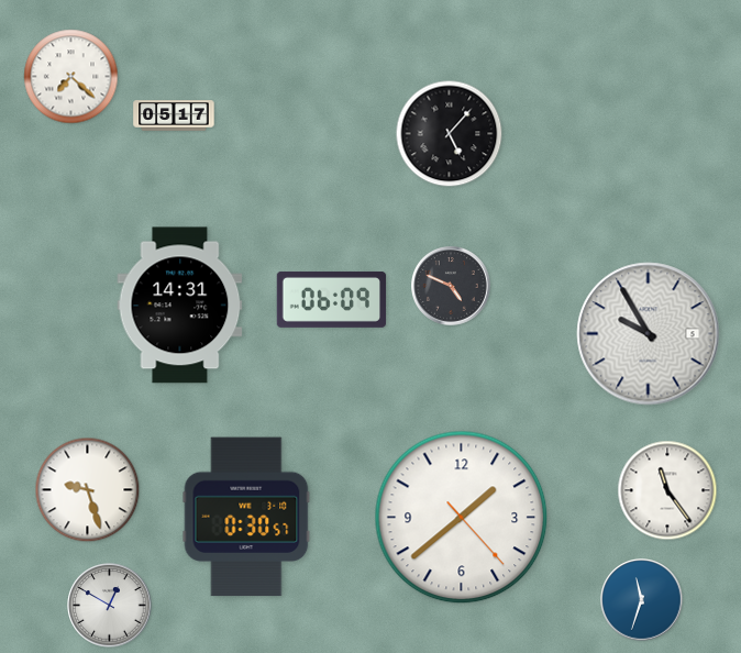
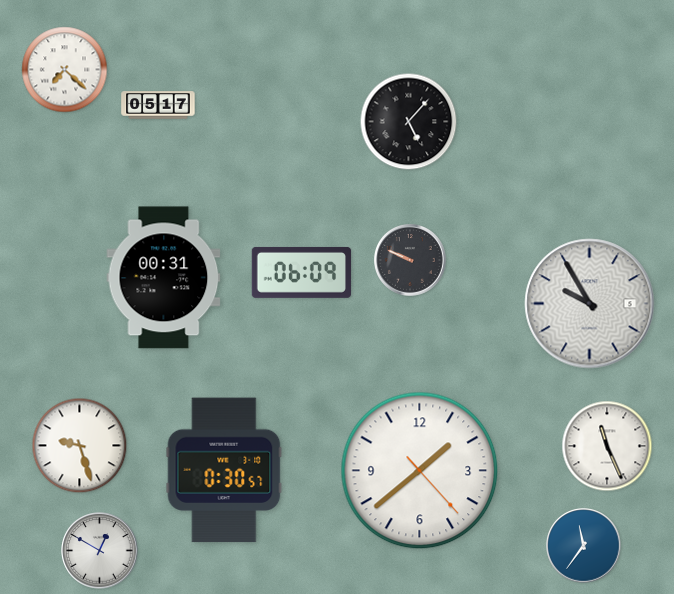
clock at (452, 287): 4:49 -> 9:49
clock at (180, 306): 14:31 -> 00:31
clock at (667, 490): 11:24 -> 11:26
clock at (642, 600): 11:33 -> 11:36
